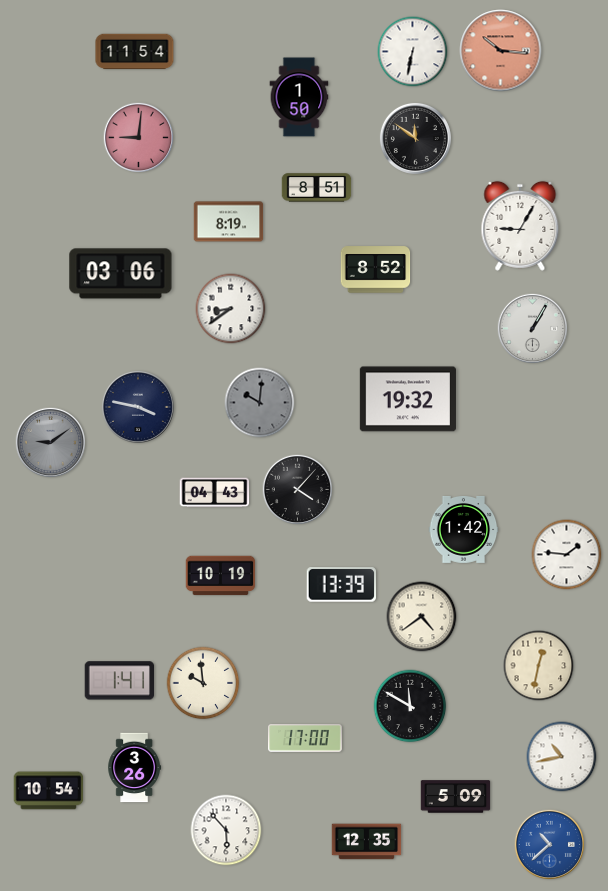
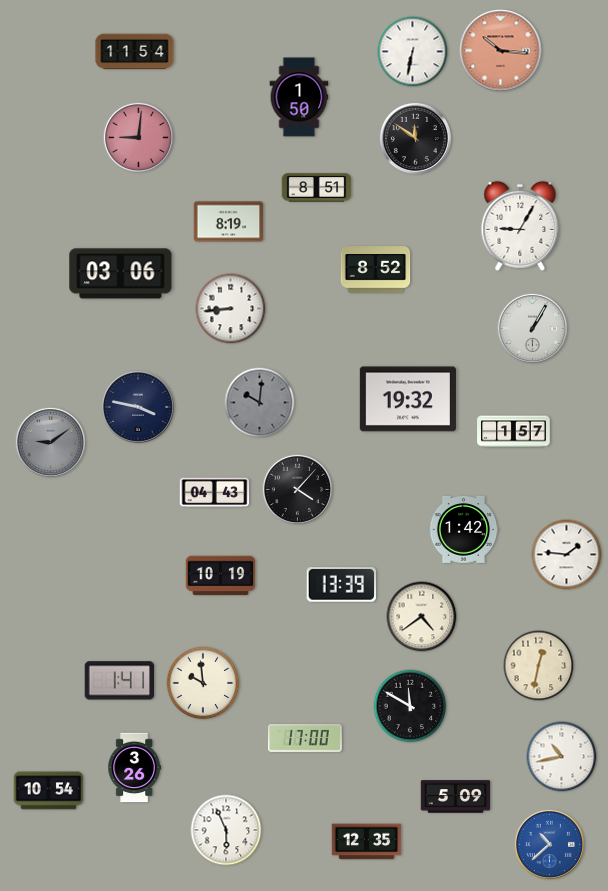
clock at (231, 309): 8:39 -> 8:44
clock at (514, 432): none -> 1:57
clock at (226, 830): 5:53 -> 5:56
